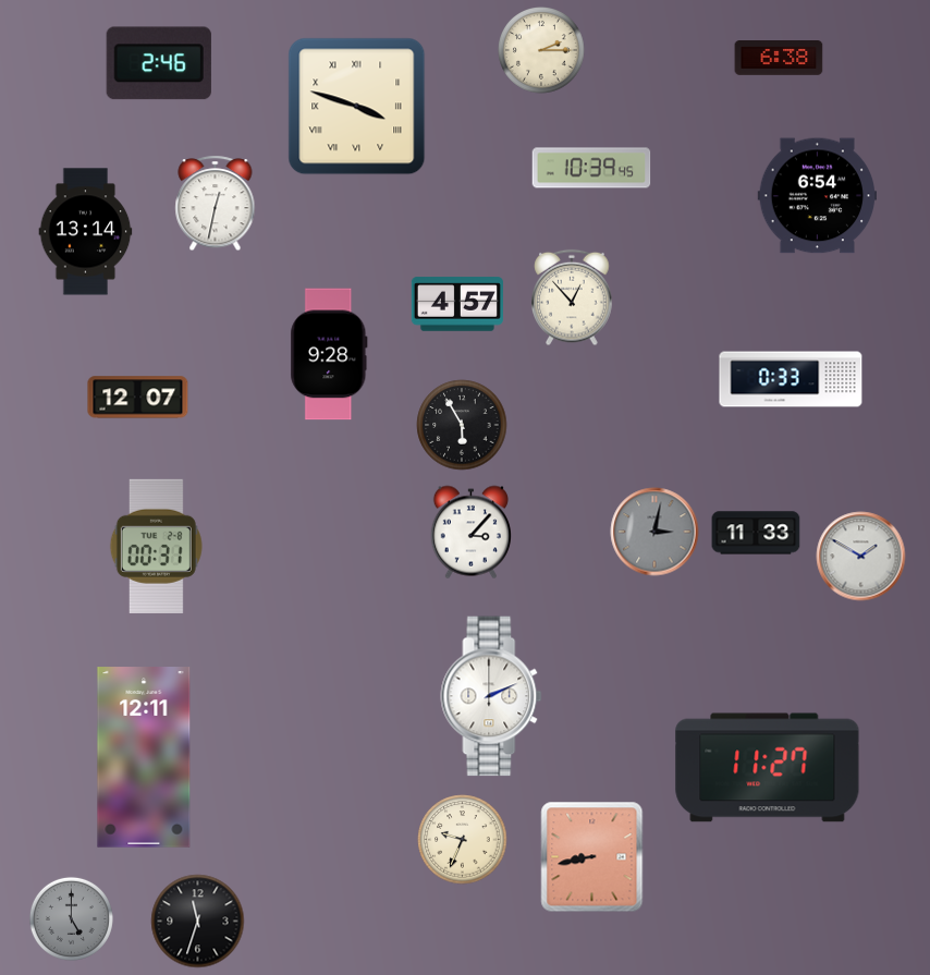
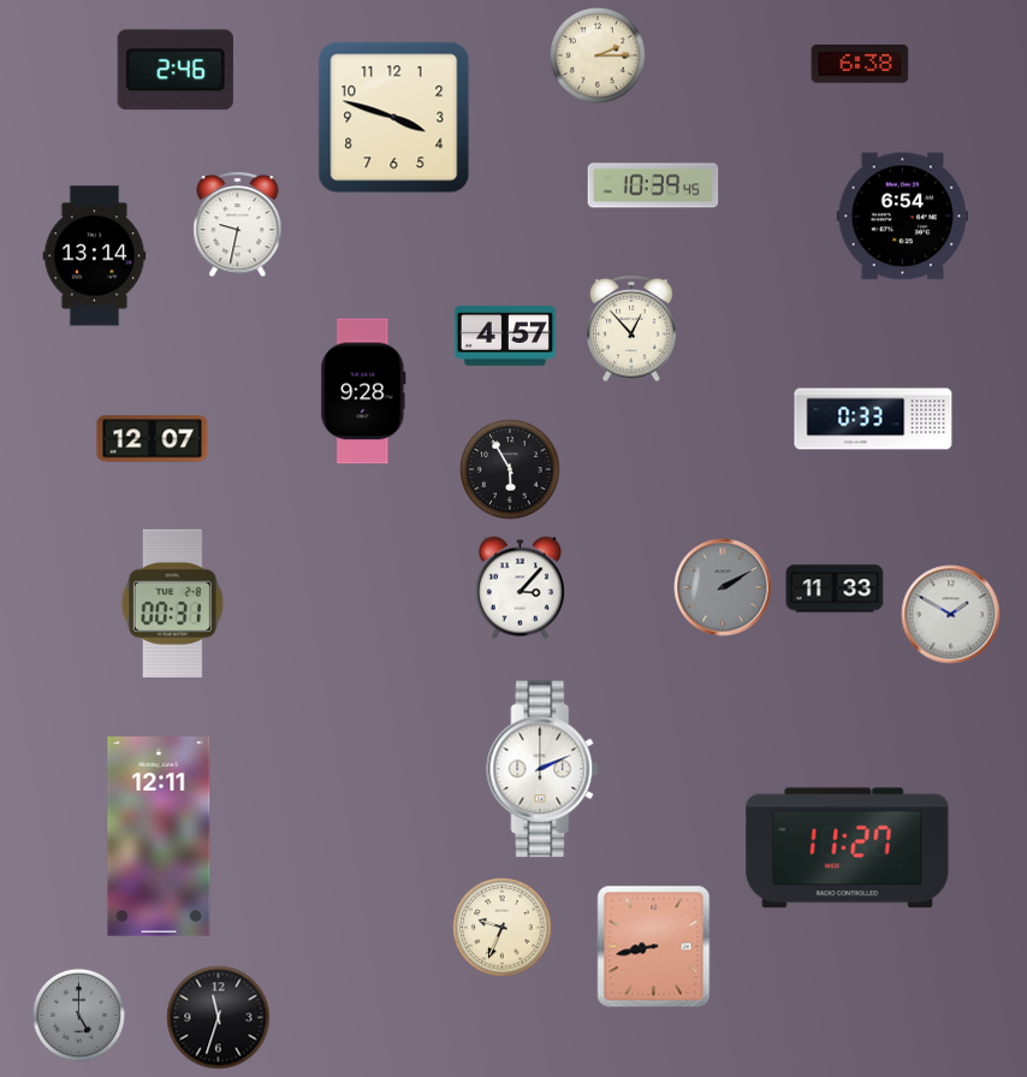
clock at (357, 107) numerals: Roman -> Arabic
clock at (216, 204): 12:32 -> 9:32
clock at (654, 532): 3:02 -> 2:10
clock at (463, 840) position: (463, 840) -> (503, 928)
